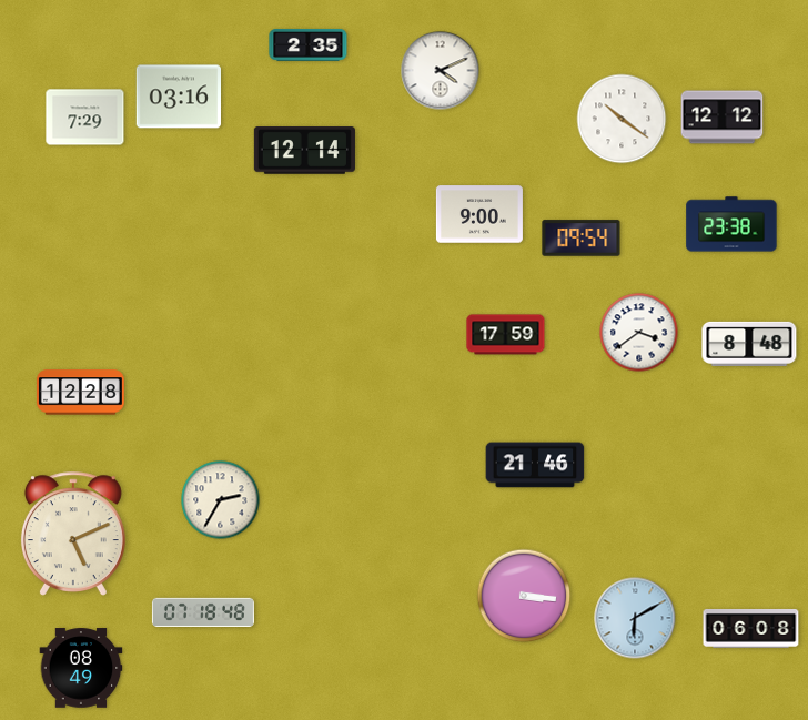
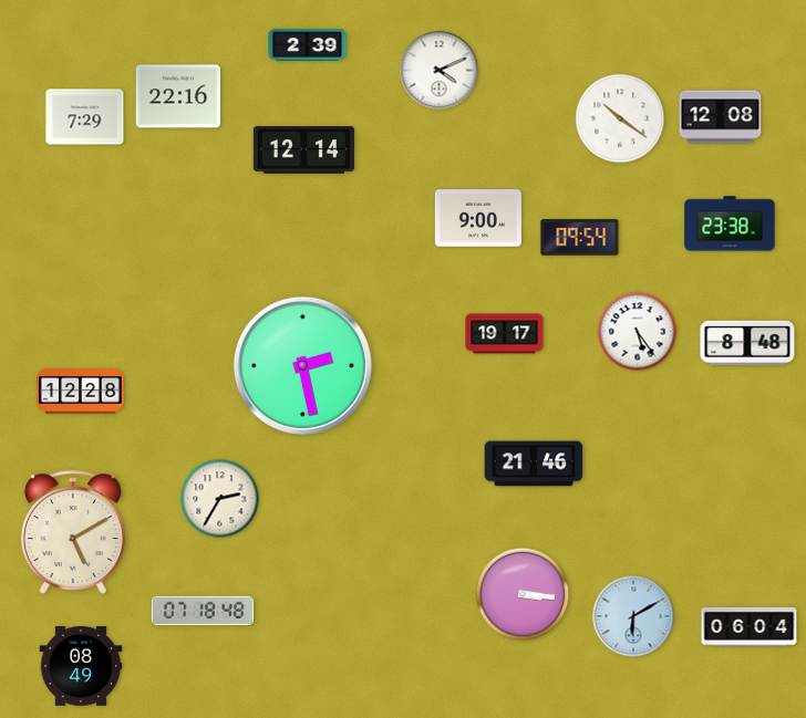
clock at (309, 44): 2:35 -> 2:39
clock at (179, 97): 03:16 -> 22:16
clock at (723, 118): 12:12 -> 12:08
clock at (479, 214) position: (479, 214) -> (478, 218)
clock at (639, 333): 3:39 -> 5:24
clock at (506, 335): 17:59 -> 19:17
clock at (302, 365): none -> 2:28
clock at (73, 534): 5:11 -> 5:10
clock at (751, 628): 06:08 -> 06:04
